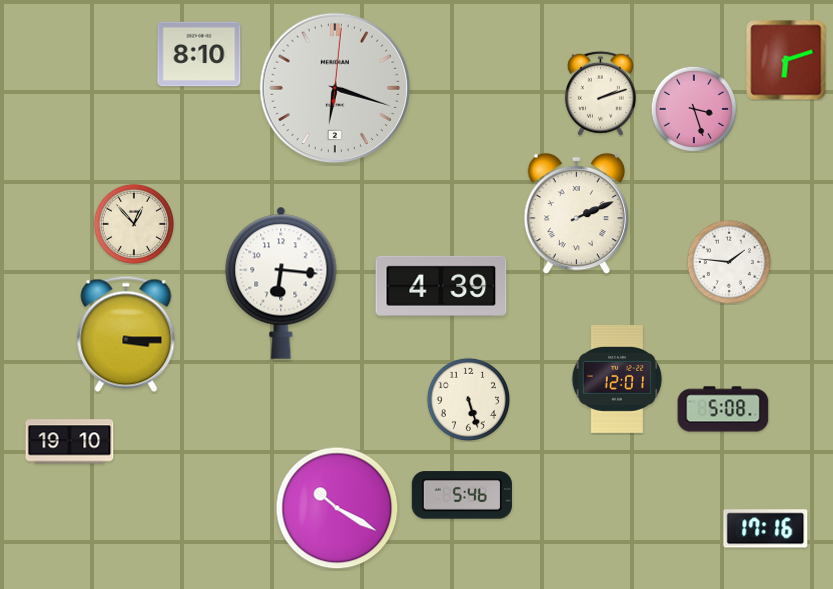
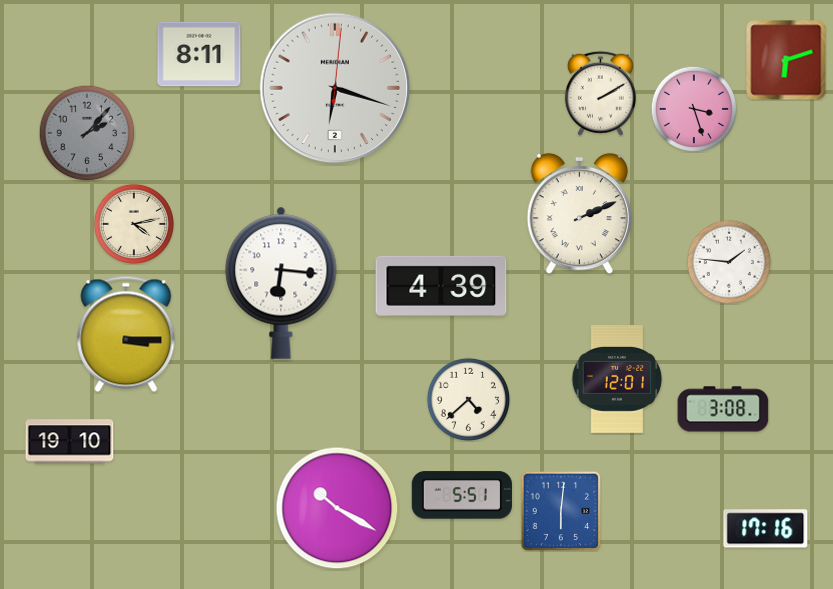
clock at (199, 54): 8:10 -> 8:11
clock at (600, 93): 2:12 -> 2:10
clock at (87, 133): none -> 2:07
clock at (576, 214) position: (576, 214) -> (579, 214)
clock at (134, 224): 12:53 -> 4:13
clock at (468, 399): 5:27 -> 4:38
clock at (723, 409): 5:08 -> 3:08
clock at (462, 495): 5:46 -> 5:51
clock at (561, 511): none -> 6:01
